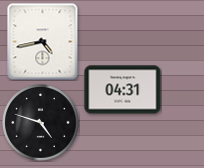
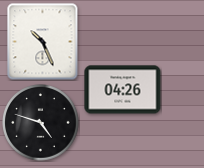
clock at (43, 42): 4:43 -> 10:26
clock at (123, 90): 04:31 -> 04:26
